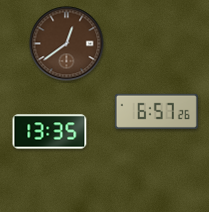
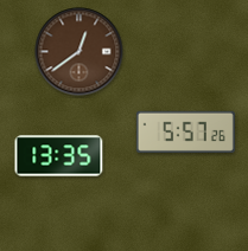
clock at (156, 111): 6:57 -> 5:57
